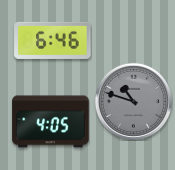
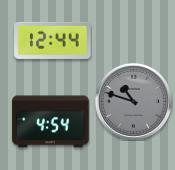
clock at (53, 40): 6:46 -> 12:44
clock at (51, 122): 4:05 -> 4:54
